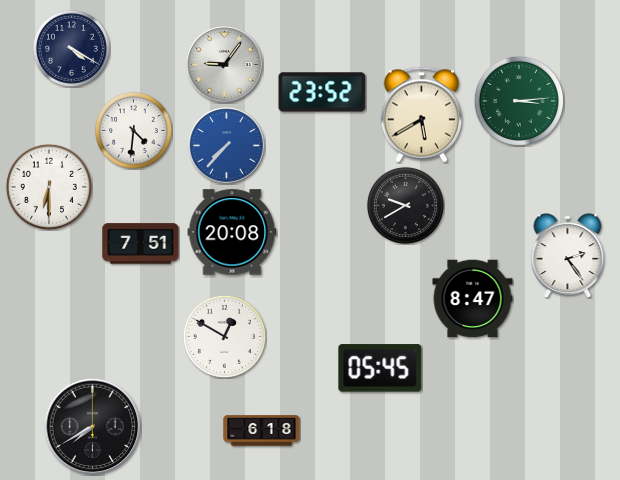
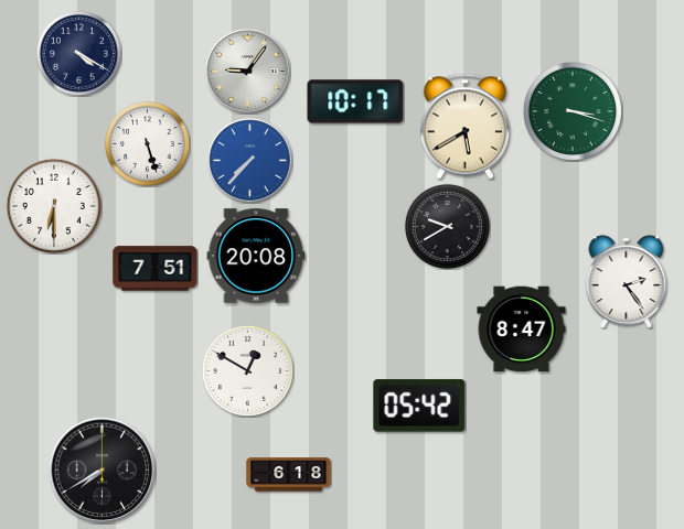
clock at (322, 92): 23:52 -> 10:17
clock at (519, 101): 3:14 -> 3:18
clock at (133, 130): 4:31 -> 5:27
clock at (380, 368): 05:45 -> 05:42
